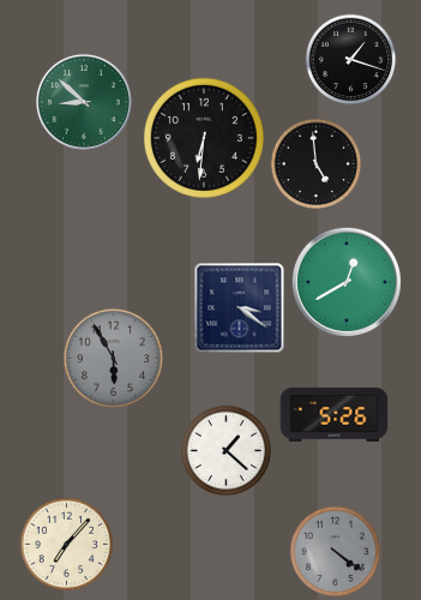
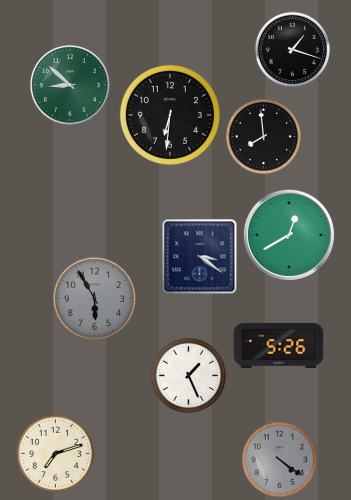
clock at (317, 164): 4:59 -> 7:59
clock at (227, 451): 1:22 -> 1:26
clock at (67, 545): 7:07 -> 7:12
